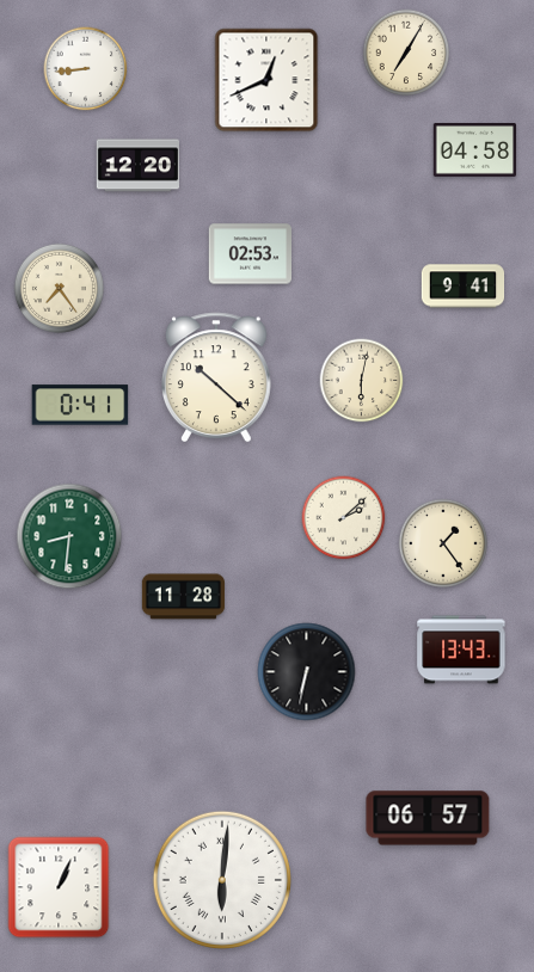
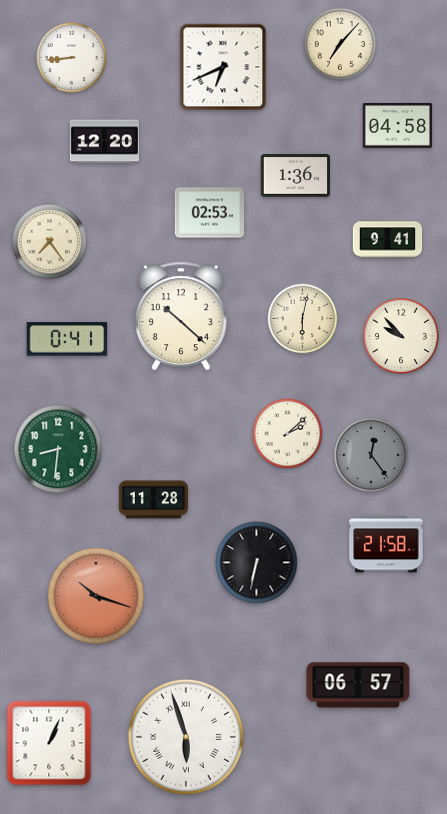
clock at (406, 53): 7:05 -> 7:07
clock at (266, 80): 12:41 -> 6:41
clock at (137, 166) position: (137, 166) -> (104, 142)
clock at (296, 176): none -> 1:36
clock at (401, 336): none -> 9:53
clock at (443, 543): 1:24 -> 12:24
clock at (443, 543) dial: cream -> grey
clock at (461, 650): 13:43 -> 21:58
clock at (96, 596): none -> 10:18
clock at (222, 880): 6:01 -> 5:57
